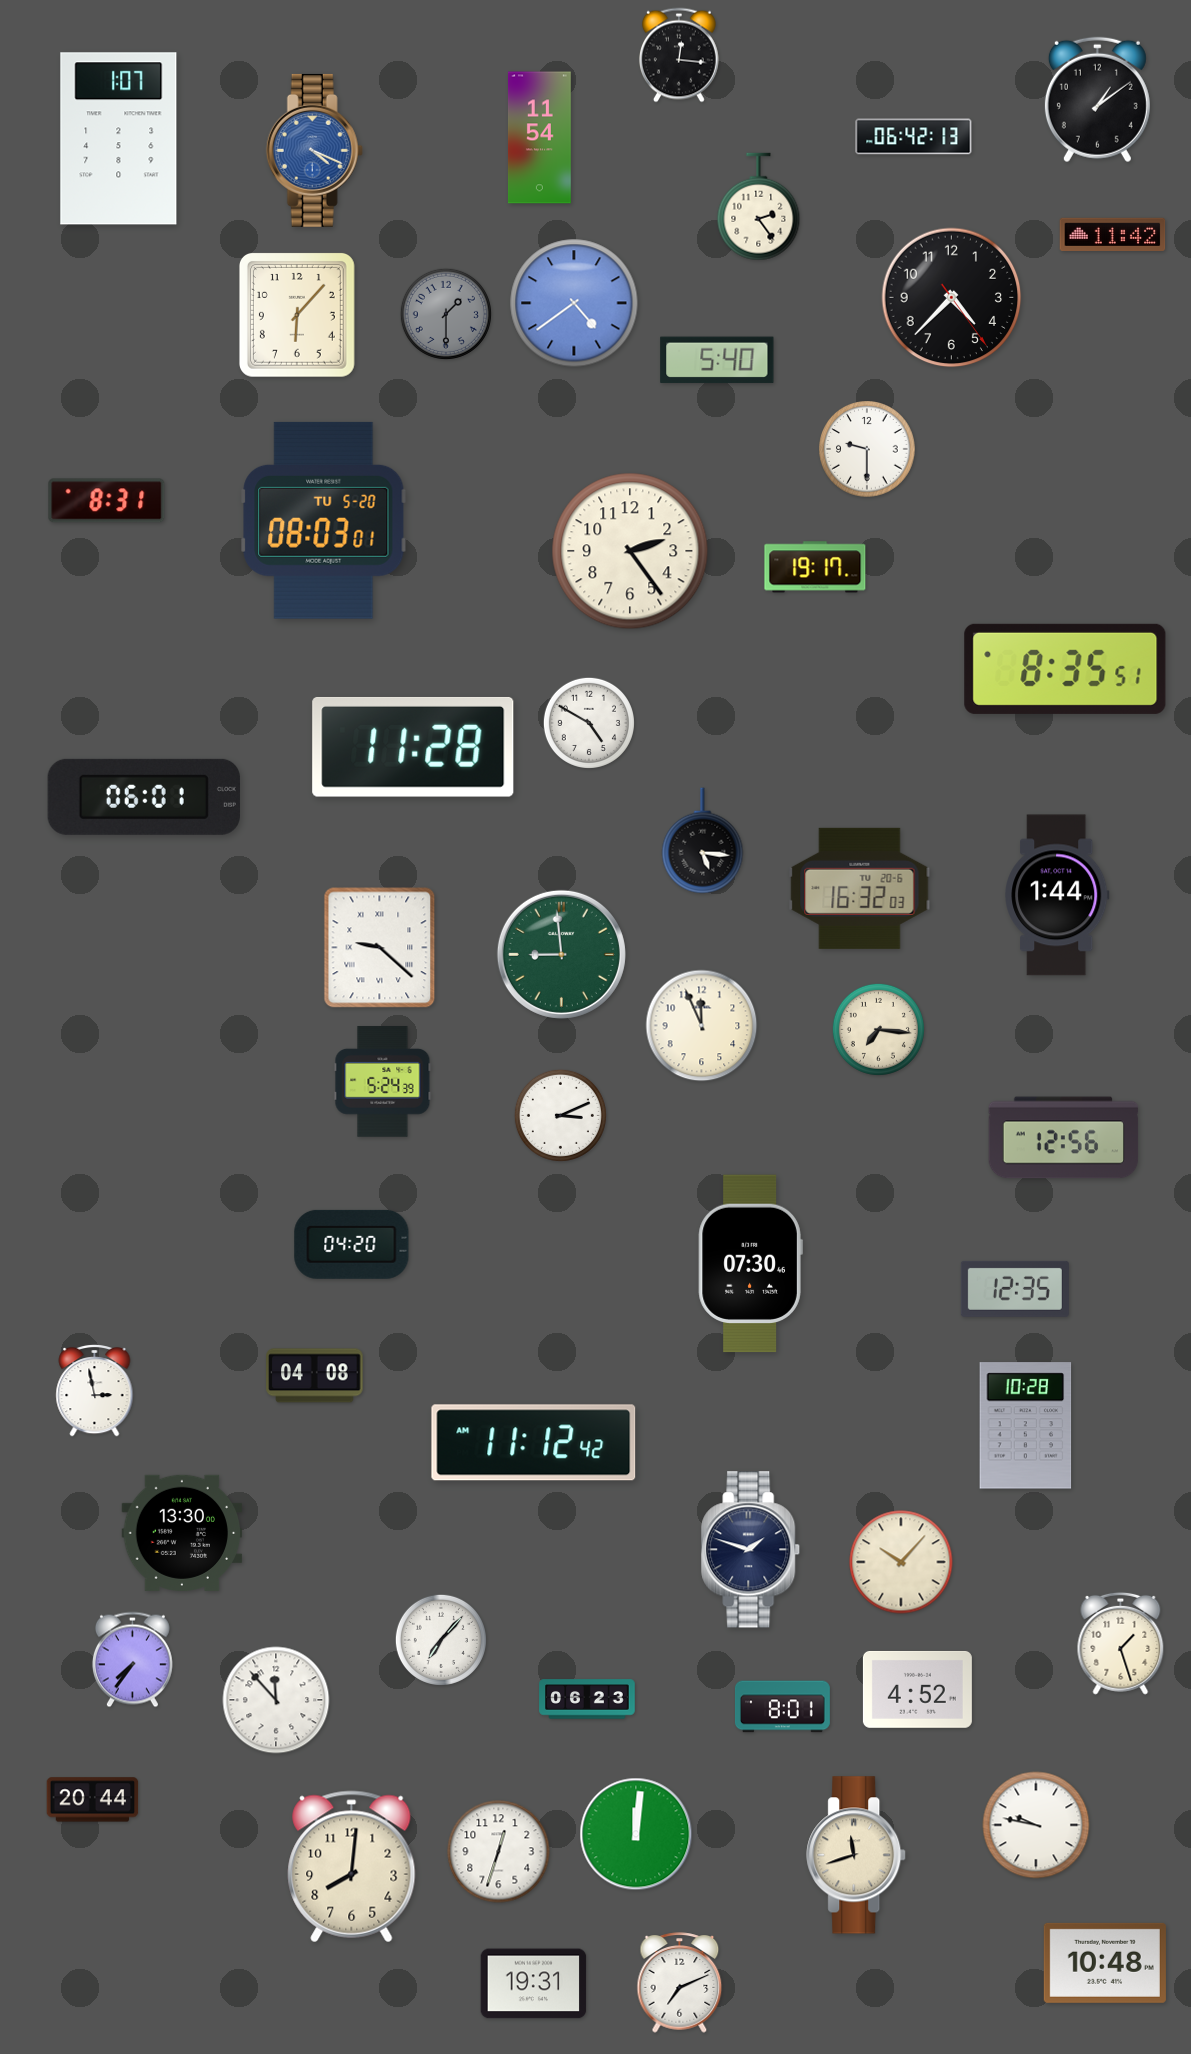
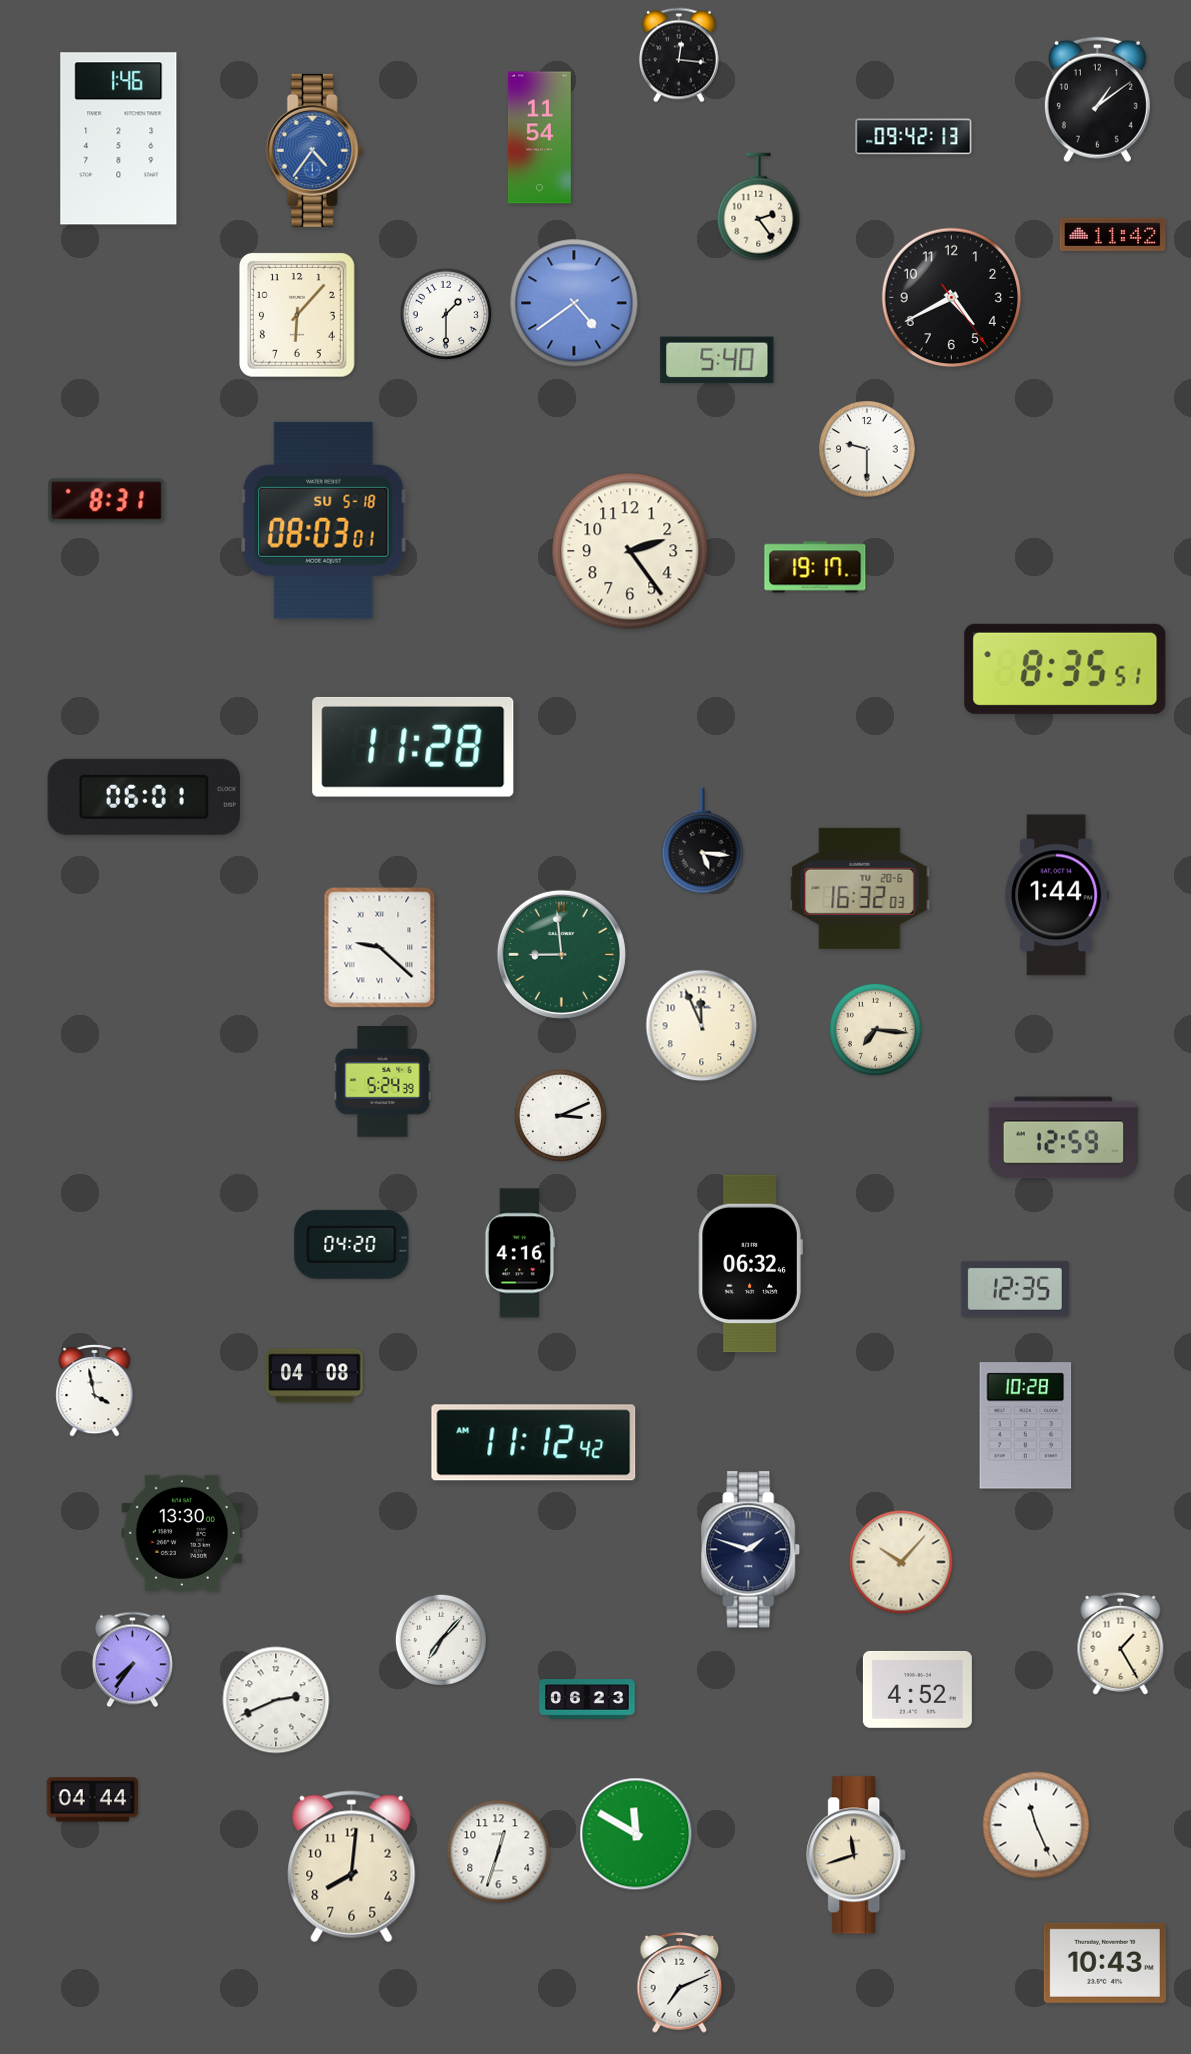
clock at (914, 137): 06:42 -> 09:42
clock at (119, 139): 1:07 -> 1:46
clock at (314, 150): 4:19 -> 4:36
clock at (952, 298): 4:37 -> 4:40
clock at (446, 314) dial: grey -> white
clock at (324, 520) date: TU 5-20 -> SU 5-18
clock at (589, 723): 4:50 -> none
clock at (878, 1029) position: (878, 1029) -> (875, 1029)
clock at (1064, 1138): 12:56 -> 12:59
clock at (520, 1253): none -> 4:16
clock at (750, 1264): 07:30 -> 06:32
clock at (95, 1390): 2:58 -> 3:58
clock at (1121, 1643): 1:27 -> 1:25
clock at (276, 1700): 11:53 -> 2:41
clock at (782, 1707): 8:01 -> none
clock at (93, 1800): 20:44 -> 04:44
clock at (1036, 1825): 9:47 -> 11:26
clock at (636, 1834): 12:01 -> 11:50
clock at (1105, 1963): 10:48 -> 10:43
clock at (534, 1984): 19:31 -> none
